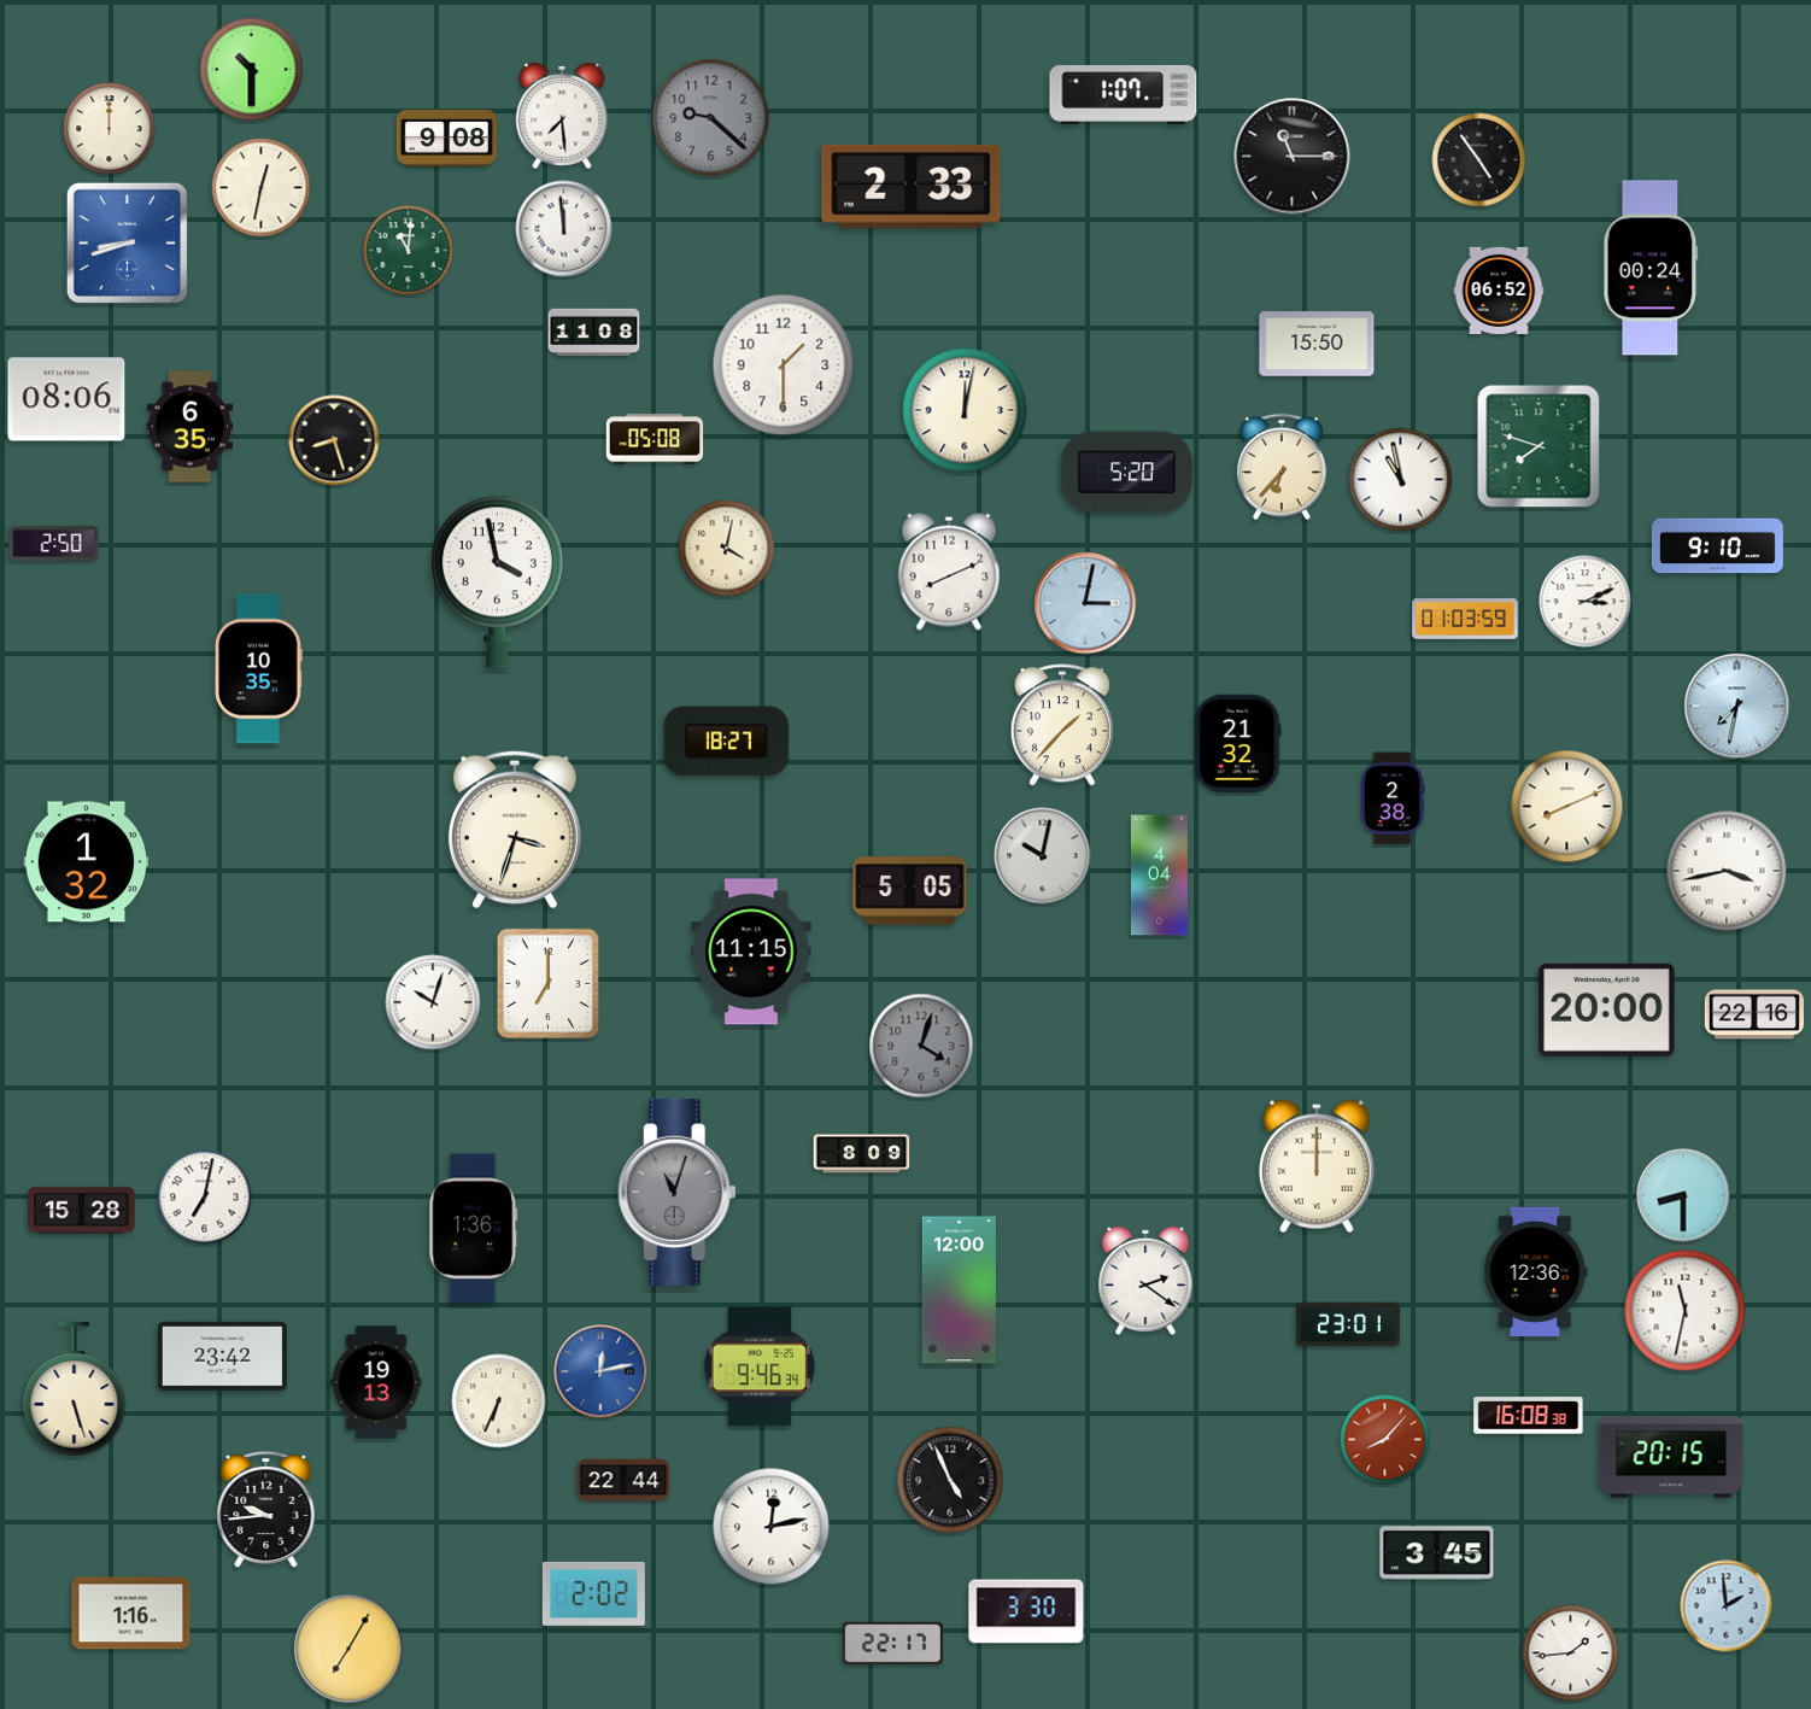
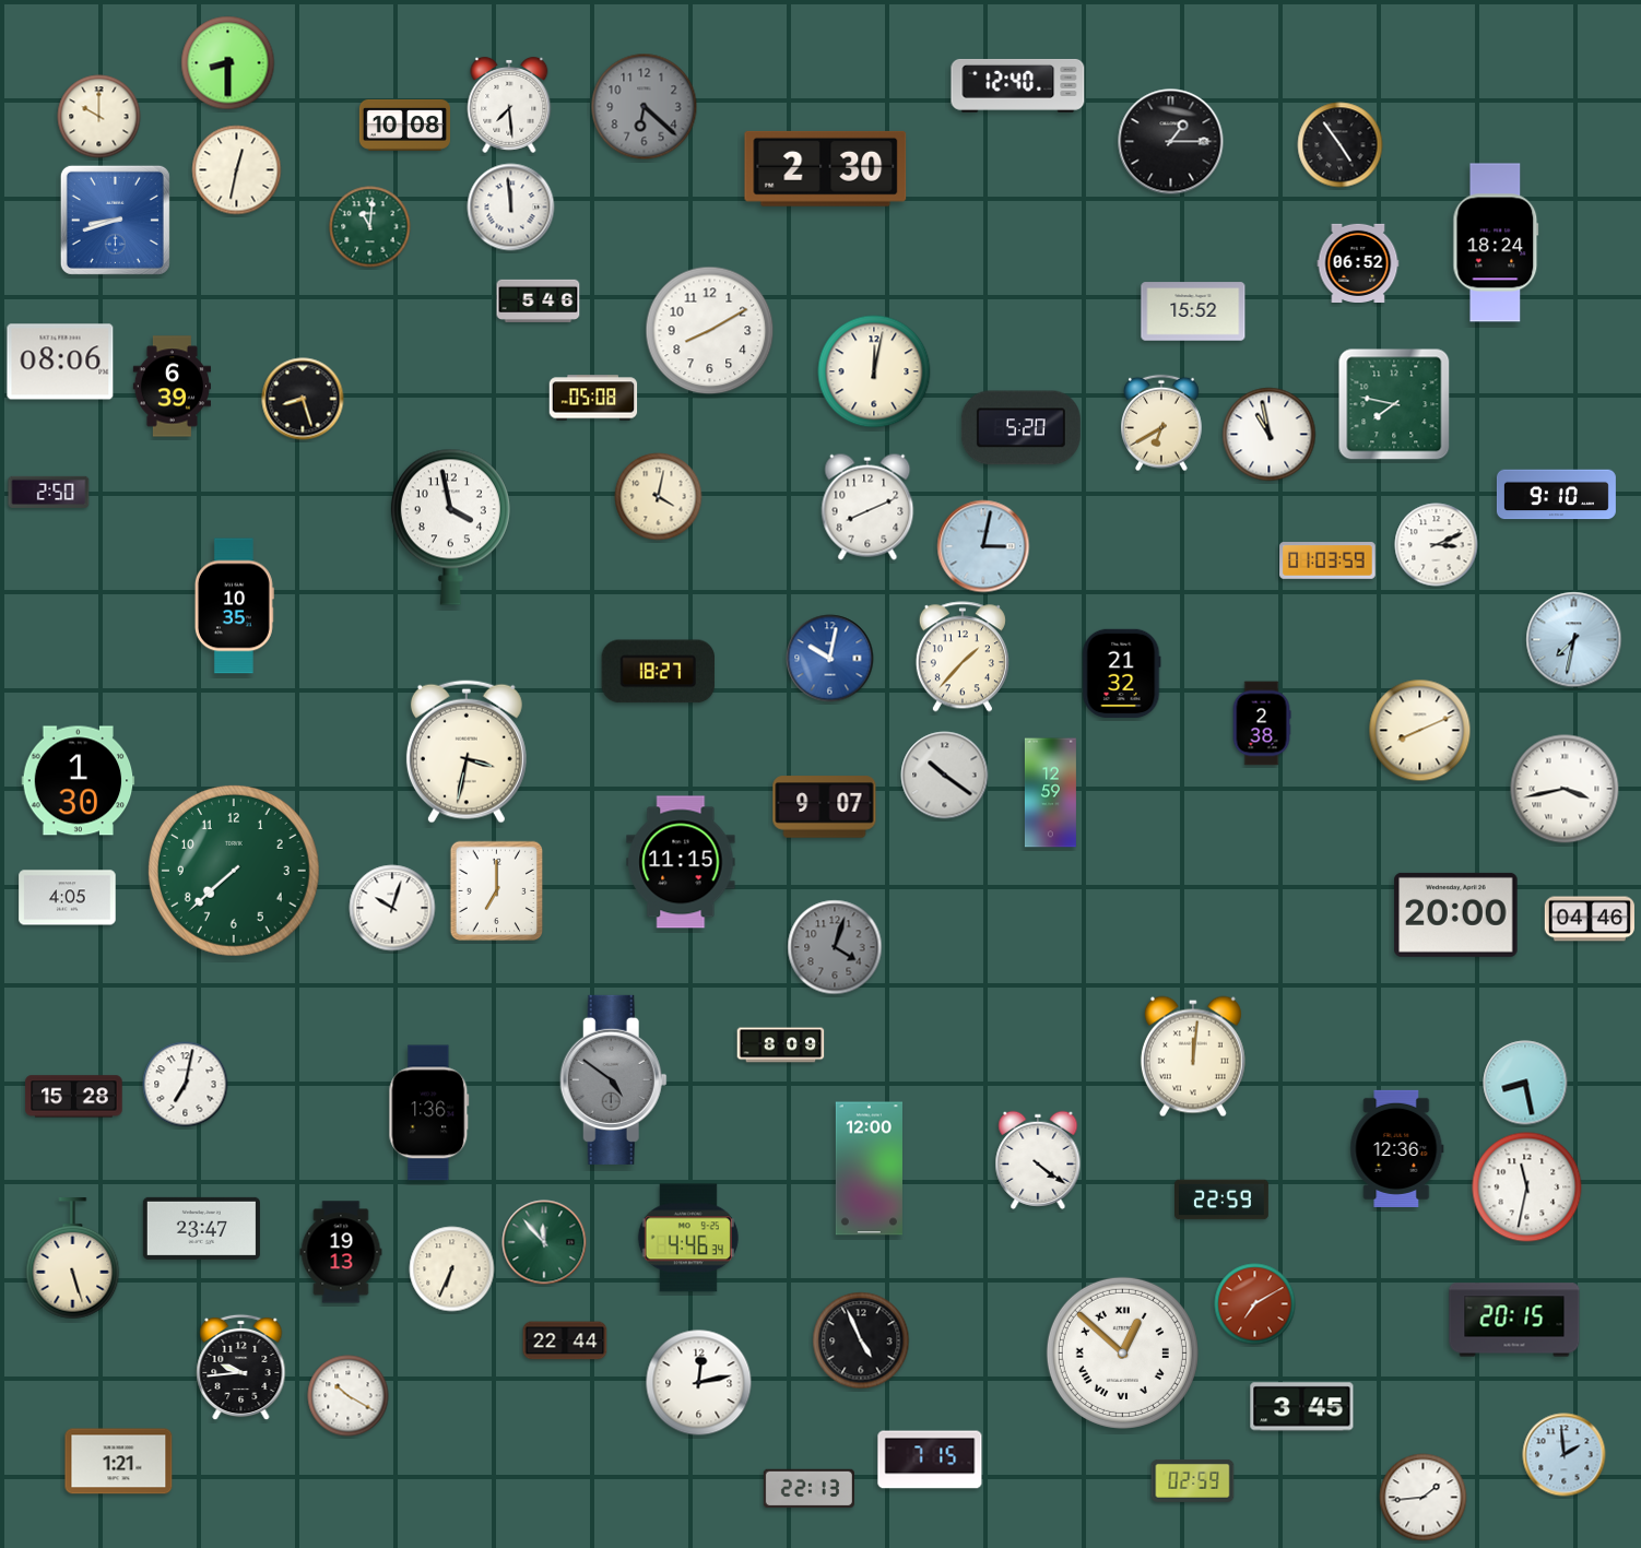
clock at (252, 70): 10:30 -> 8:30
clock at (1124, 94): 1:07 -> 12:40
clock at (711, 118): 9:22 -> 6:22
clock at (110, 129): 12:00 -> 10:00
clock at (446, 137): 9:08 -> 10:08
clock at (1293, 157): 11:15 -> 1:15
clock at (912, 186): 2:33 -> 2:30
clock at (1651, 268): 00:24 -> 18:24
clock at (594, 332): 11:08 -> 5:46
clock at (1317, 344): 15:50 -> 15:52
clock at (784, 365): 1:30 -> 8:10
clock at (189, 427): 6:35 -> 6:39
clock at (1539, 446): 7:48 -> 7:47
clock at (1283, 467): 6:37 -> 6:40
clock at (949, 572) position: (949, 572) -> (867, 507)
clock at (830, 659): none -> 10:02
clock at (515, 830): 3:33 -> 3:32
clock at (1043, 856): 10:02 -> 10:21
clock at (87, 862): 1:32 -> 1:30
clock at (1159, 876): 4:04 -> 12:59
clock at (910, 891): 5:05 -> 9:07
clock at (234, 871): none -> 7:38
clock at (68, 898): none -> 4:05
clock at (1753, 1014): 22:16 -> 04:46
clock at (1317, 1166): 12:00 -> 12:01
clock at (676, 1192): 11:03 -> 4:51
clock at (1683, 1195): 8:30 -> 8:28
clock at (1536, 1271) position: (1536, 1271) -> (1397, 1148)
clock at (1145, 1281): 2:21 -> 4:21
clock at (1349, 1324): 23:01 -> 22:59
clock at (222, 1356): 23:42 -> 23:47
clock at (760, 1366): 9:46 -> 4:46
clock at (600, 1371): 12:13 -> 11:53
clock at (600, 1371) dial: blue -> green
clock at (75, 1391) position: (75, 1391) -> (73, 1260)
clock at (1529, 1416): 16:08 -> none
clock at (1385, 1440): 8:07 -> 7:10
clock at (1122, 1352): none -> 12:52
clock at (349, 1396): none -> 10:20
clock at (593, 1593): 2:02 -> none
clock at (1026, 1611): 3:30 -> 7:15
clock at (131, 1614): 1:16 -> 1:21
clock at (1193, 1480): none -> 02:59
clock at (892, 1644): 22:17 -> 22:13
clock at (348, 1649): 7:05 -> none
